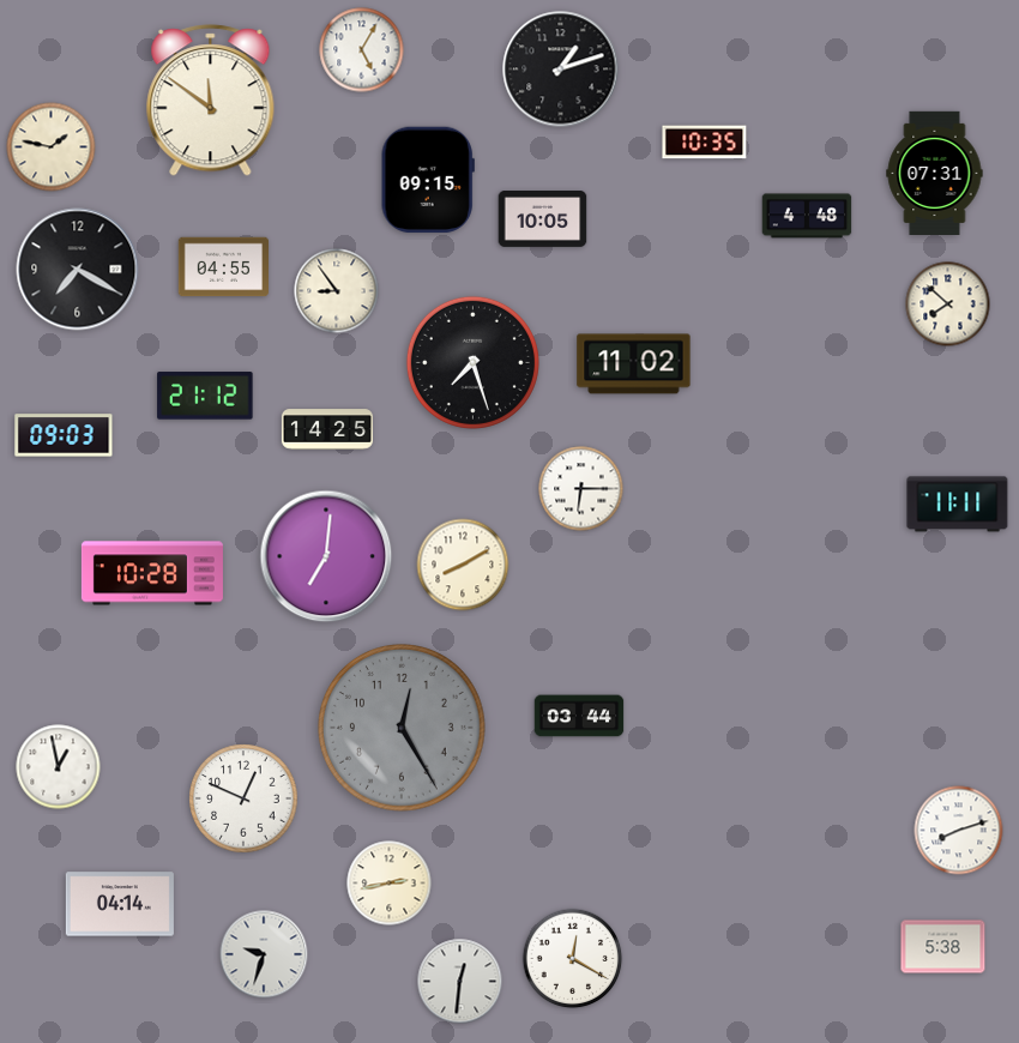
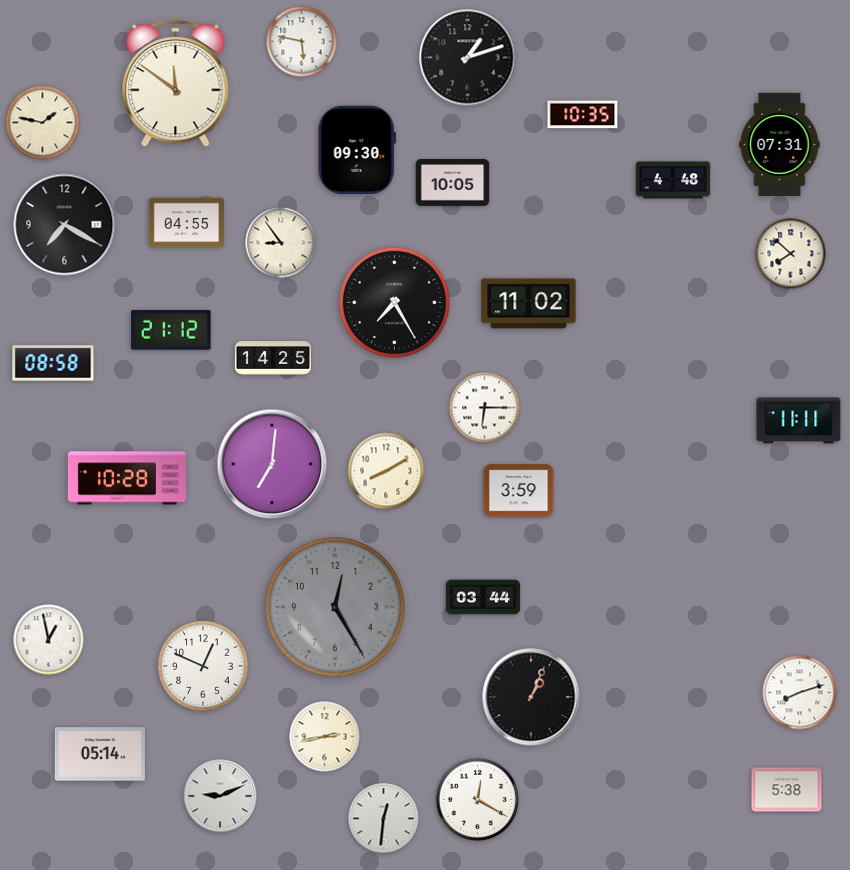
clock at (362, 50): 5:05 -> 5:47
clock at (705, 143) position: (705, 143) -> (583, 115)
clock at (428, 180): 09:15 -> 09:30
clock at (472, 362): 7:27 -> 7:25
clock at (64, 435): 09:03 -> 08:58
clock at (519, 491): none -> 3:59
clock at (531, 697): none -> 1:04
clock at (120, 904): 04:14 -> 05:14
clock at (264, 954): 9:33 -> 9:11
